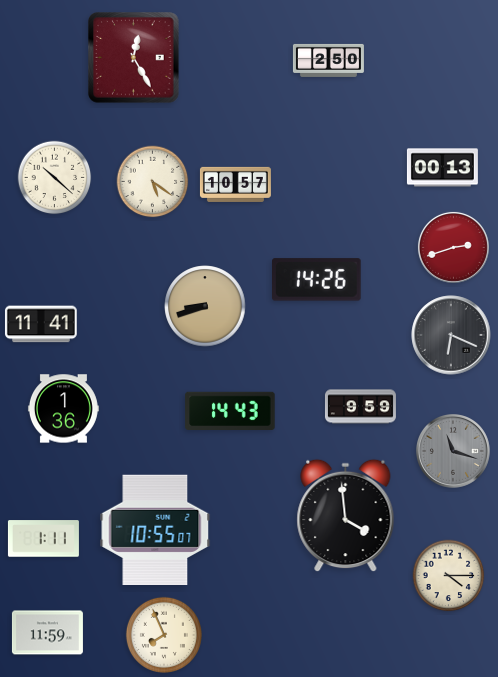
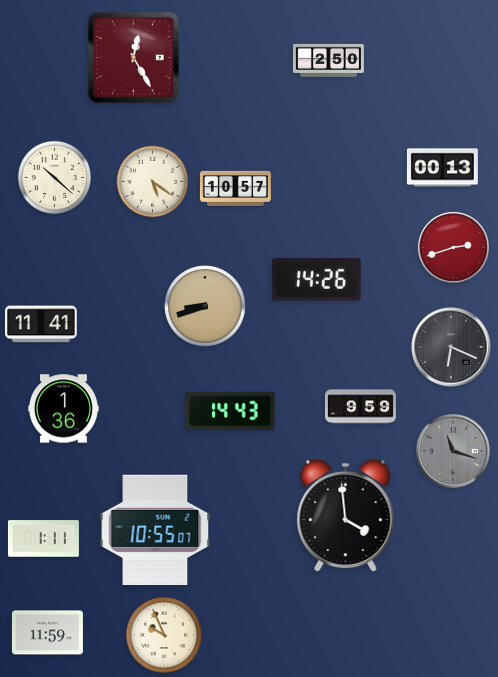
clock at (235, 184) position: (235, 184) -> (235, 188)
clock at (451, 335) position: (451, 335) -> (451, 347)
clock at (449, 576): 4:15 -> none
clock at (164, 635): 7:56 -> 9:56
